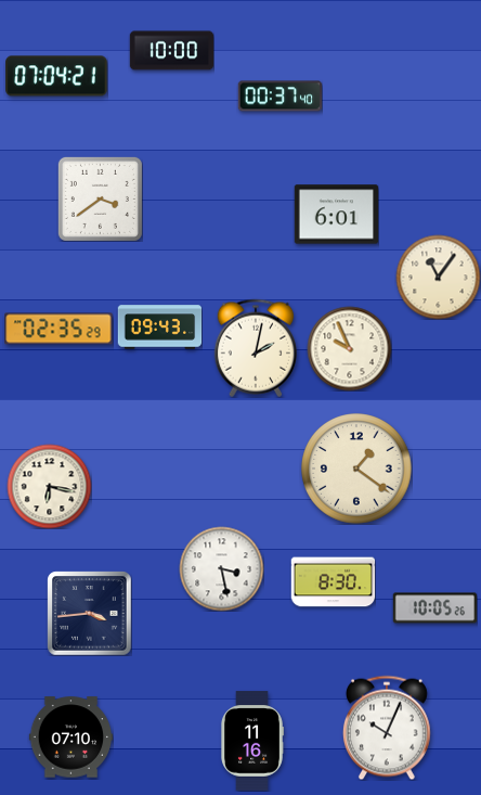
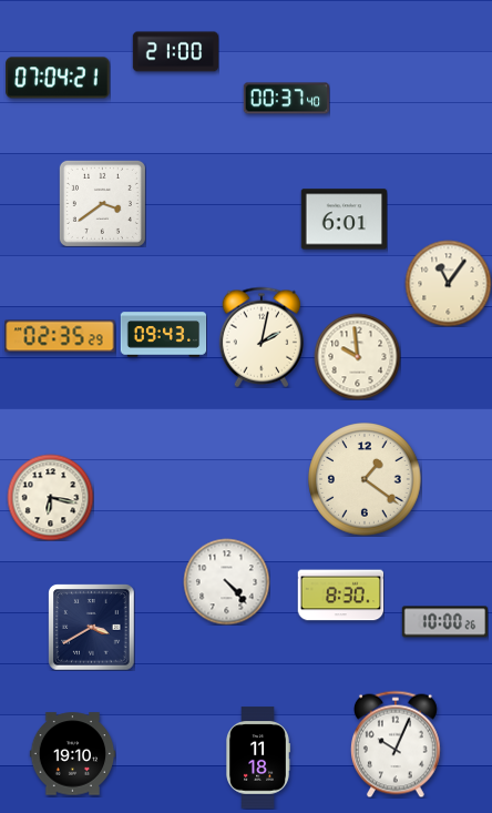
clock at (171, 51): 10:00 -> 21:00
clock at (255, 348) position: (255, 348) -> (260, 337)
clock at (349, 348): 9:56 -> 9:59
clock at (221, 568): 3:28 -> 4:23
clock at (434, 608): 10:05 -> 10:00
clock at (89, 613): 3:44 -> 3:40
clock at (70, 738): 07:10 -> 19:10
clock at (252, 741): 11:16 -> 11:18
